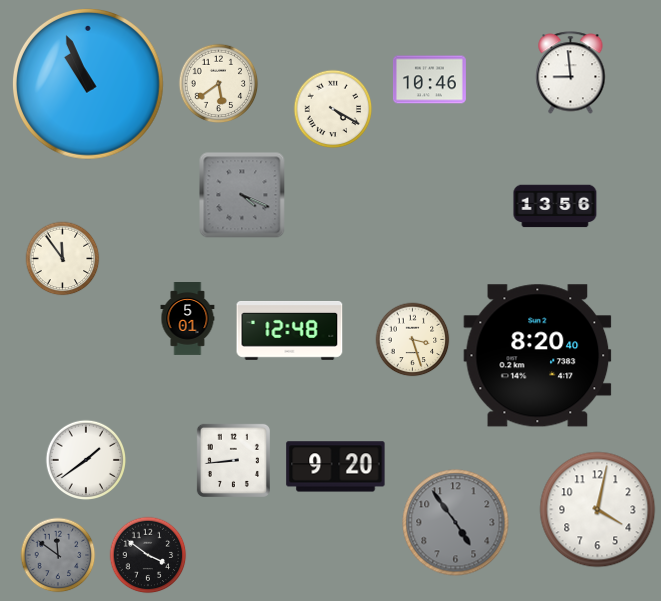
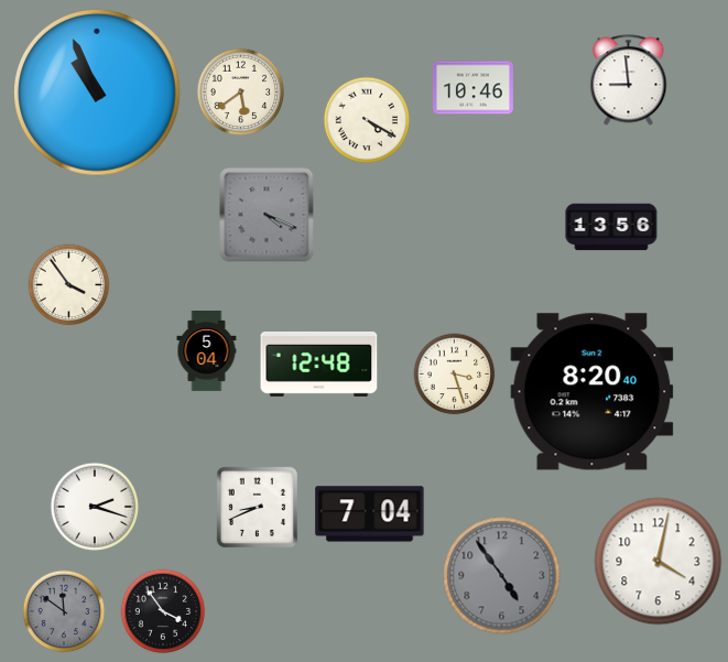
clock at (63, 259): 11:54 -> 3:54
clock at (188, 319): 5:01 -> 5:04
clock at (86, 460): 1:39 -> 2:18
clock at (233, 460): 8:44 -> 8:41
clock at (336, 467): 9:20 -> 7:04
clock at (148, 555): 3:51 -> 3:54
